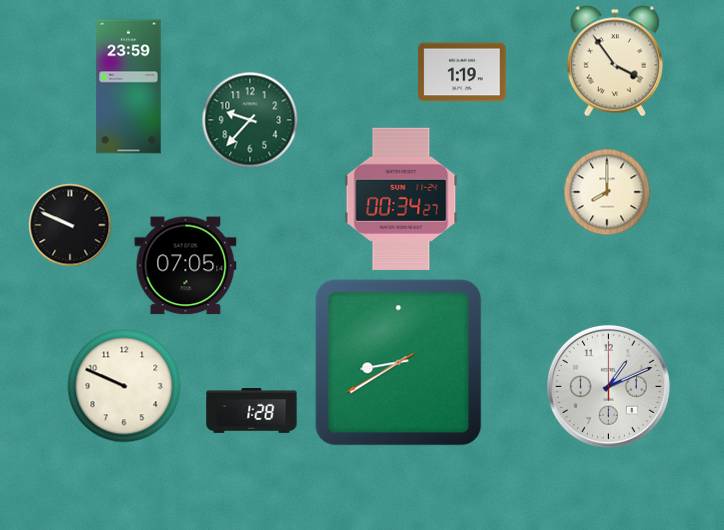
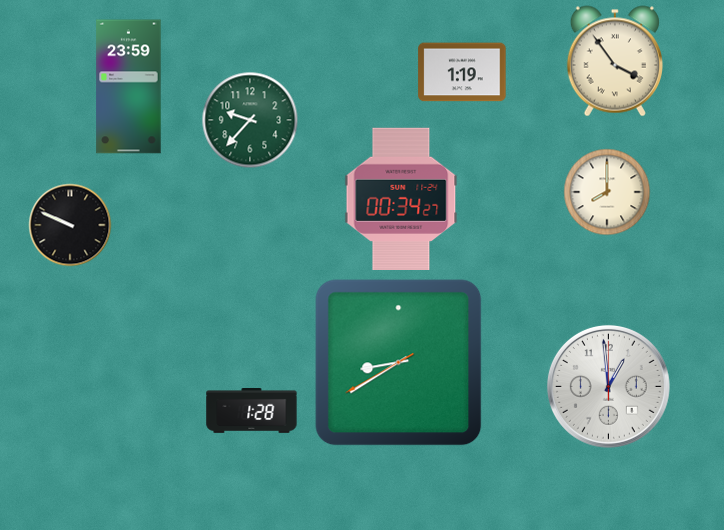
clock at (186, 266): 07:05 -> none
clock at (124, 386): 9:49 -> none
clock at (608, 386): 1:11 -> 12:59
